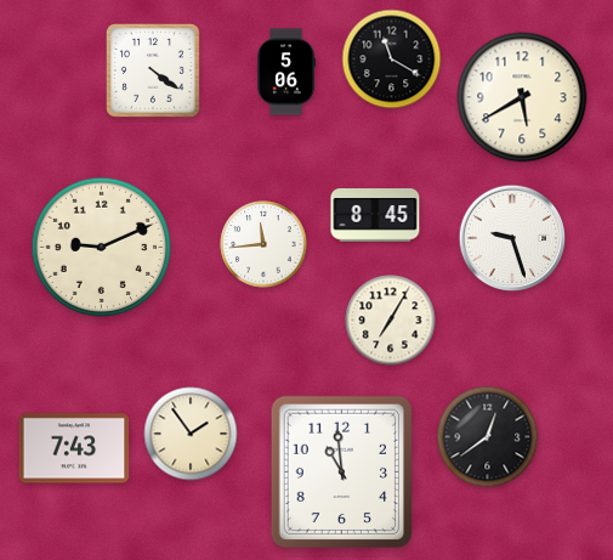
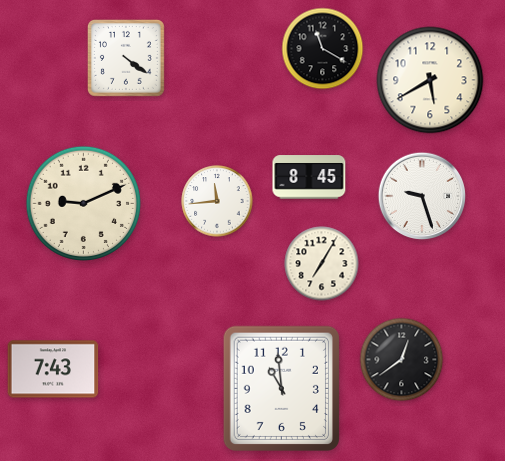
clock at (286, 72): 5:06 -> none
clock at (191, 434): 1:54 -> none
clock at (74, 448) position: (74, 448) -> (53, 369)
